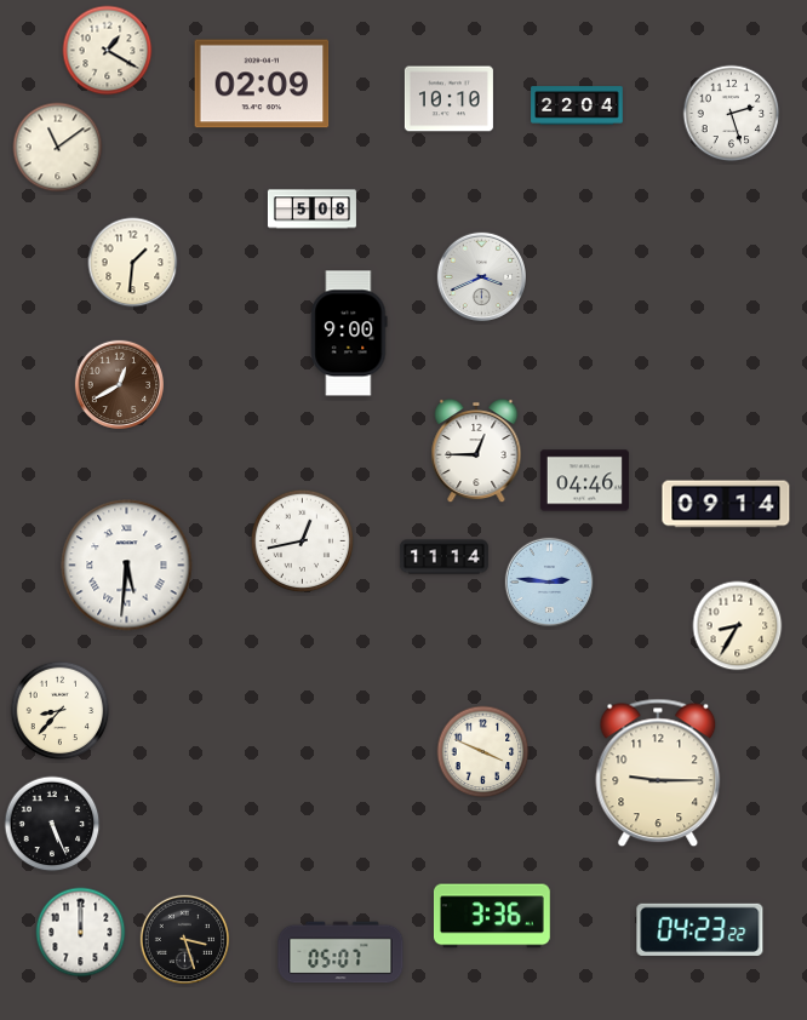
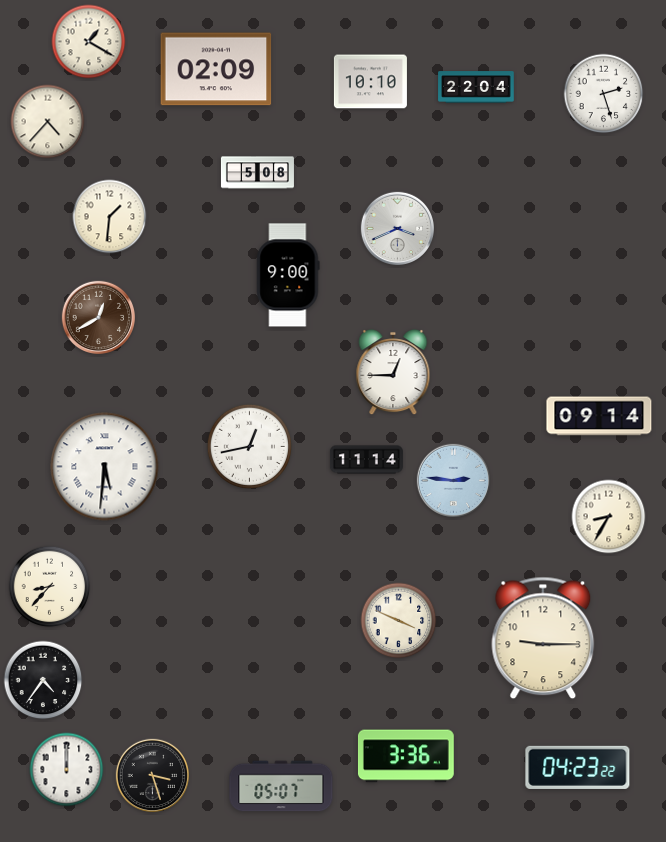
clock at (58, 148): 11:09 -> 4:37
clock at (584, 481): 04:46 -> none
clock at (52, 824): 5:26 -> 4:36
